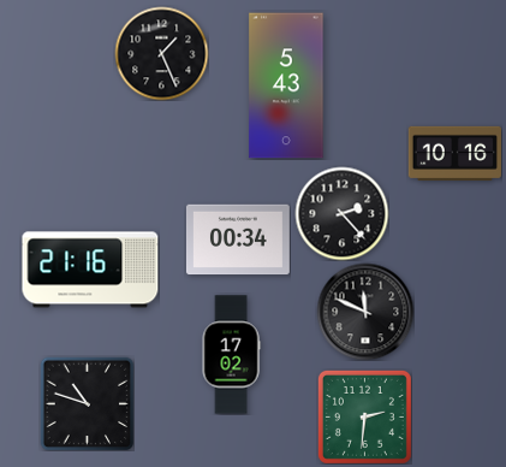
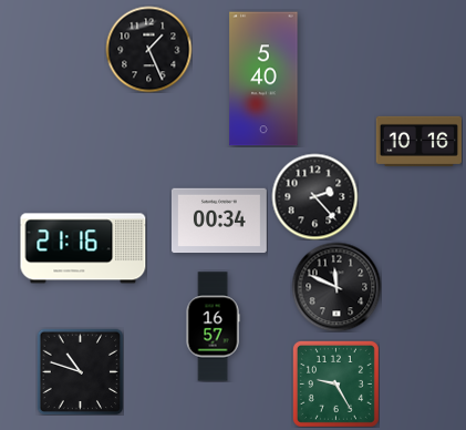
clock at (286, 85): 5:43 -> 5:40
clock at (231, 355): 17:02 -> 16:57
clock at (364, 416): 2:31 -> 9:25
